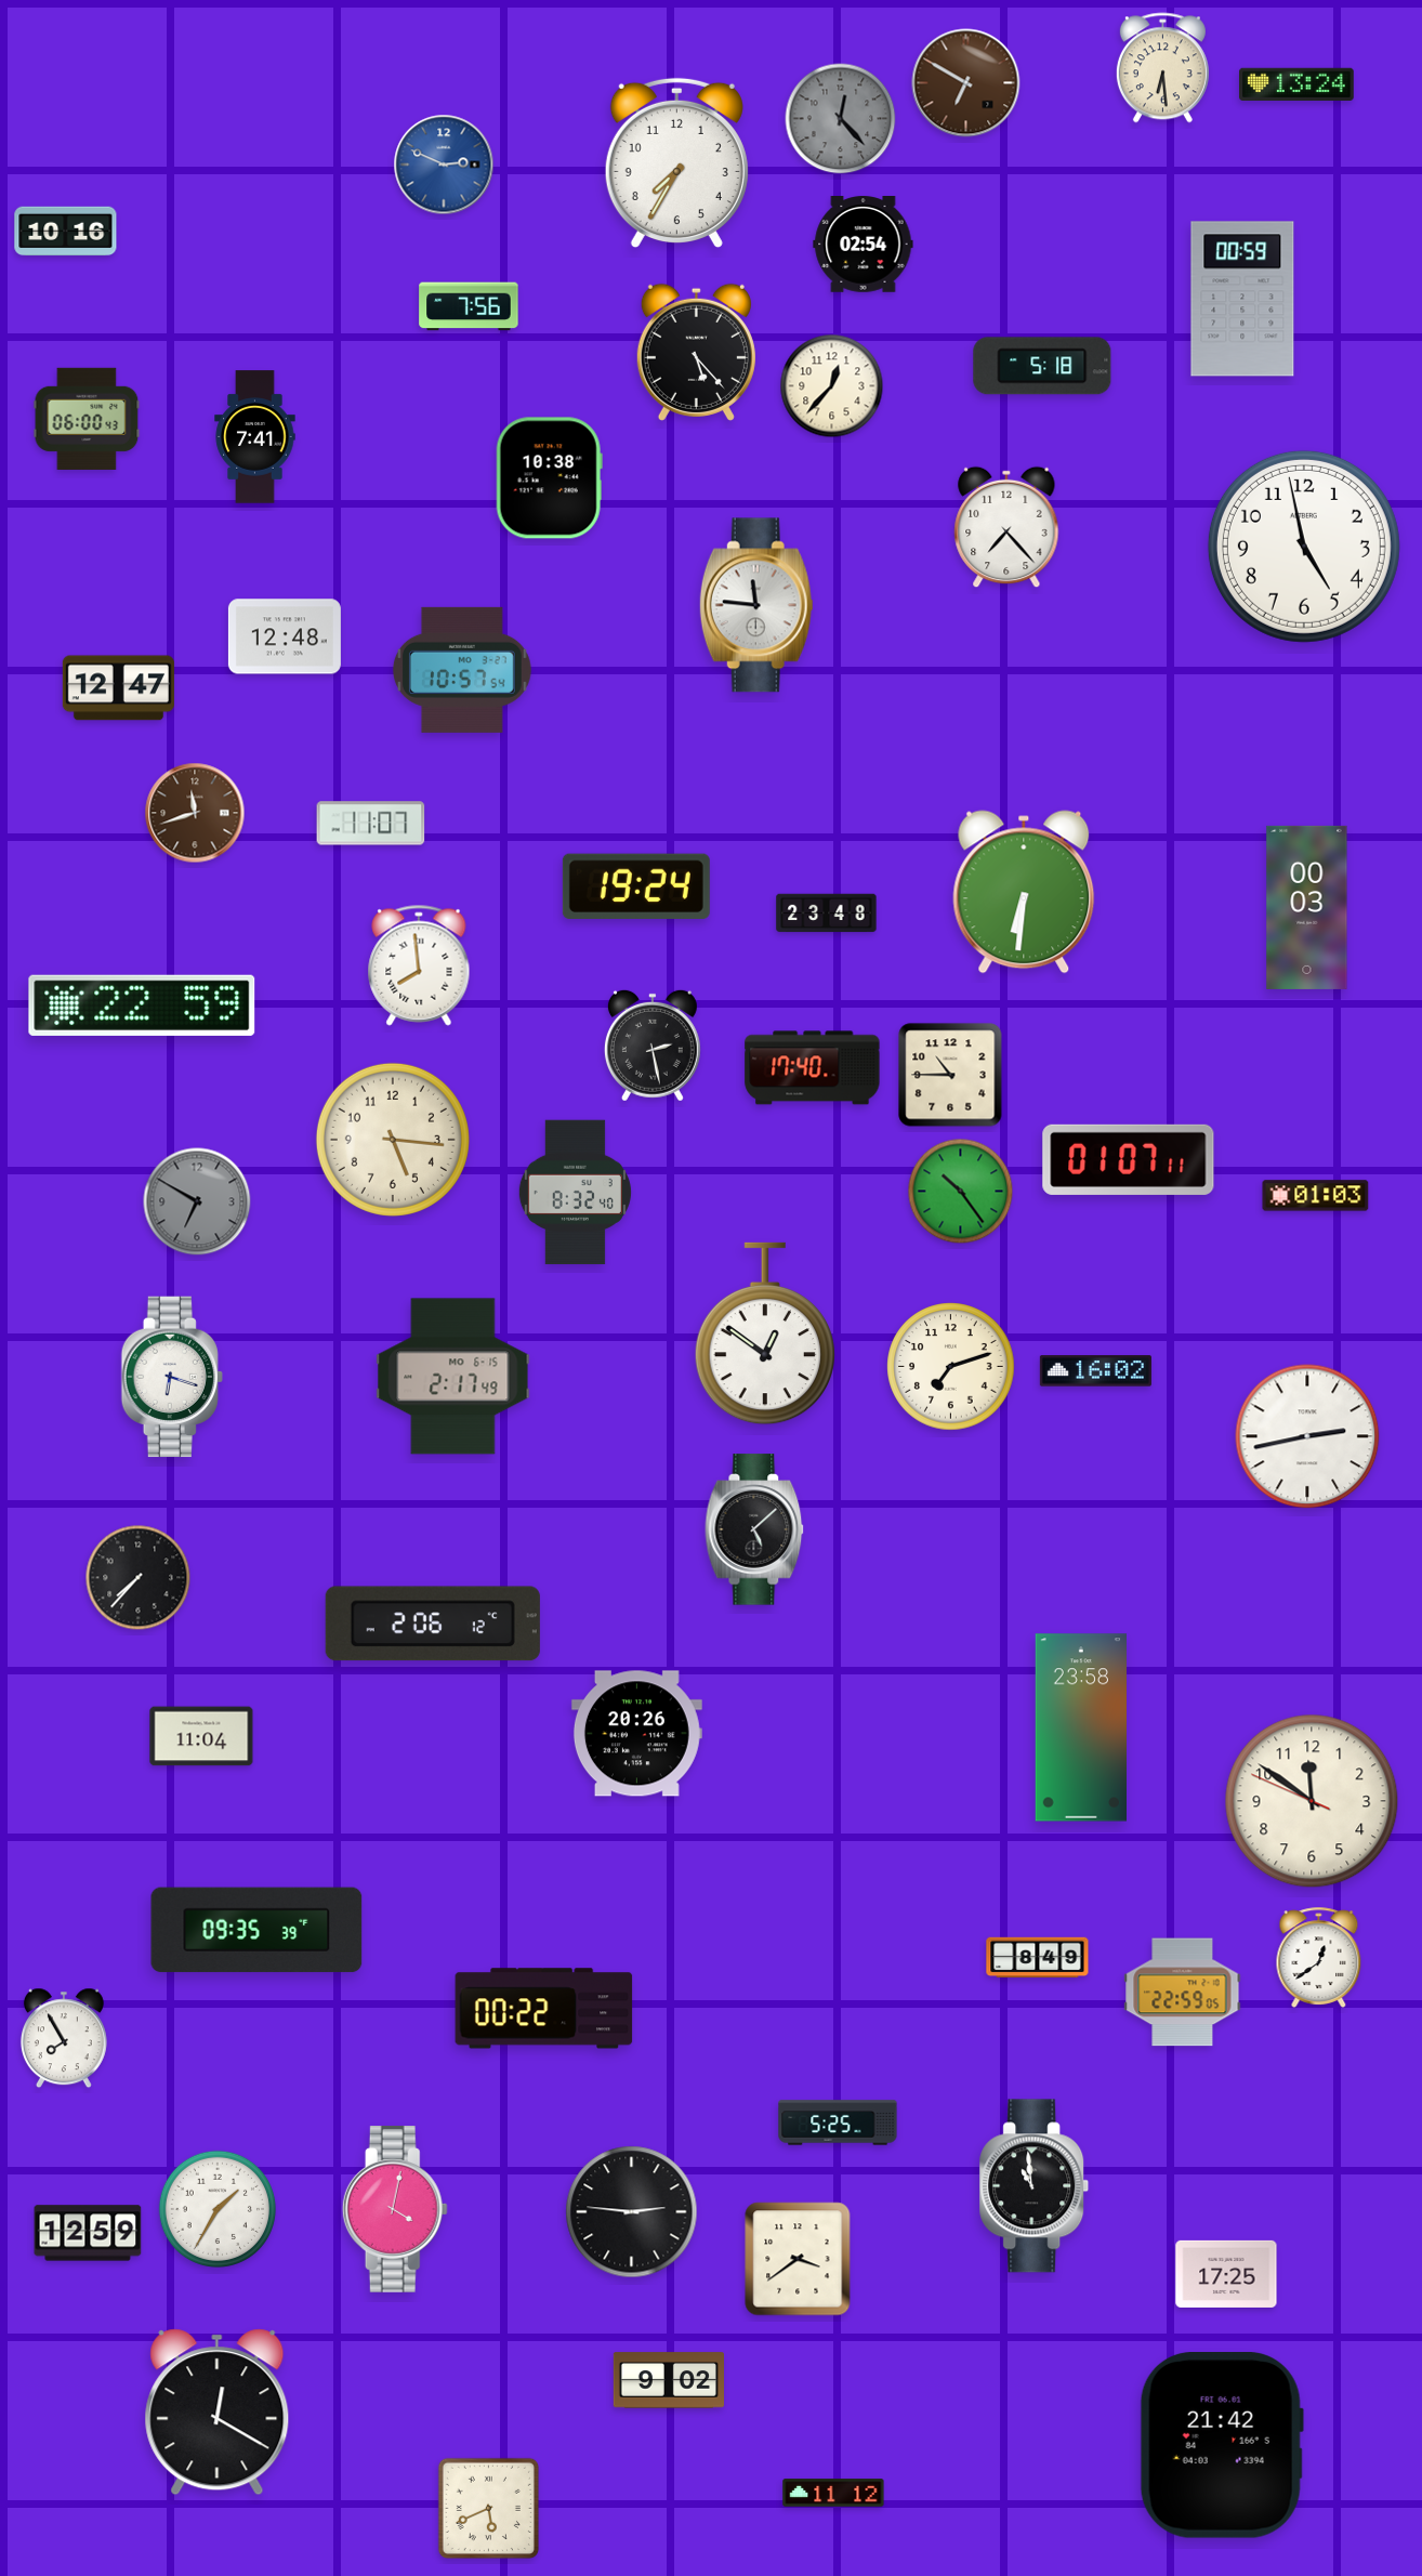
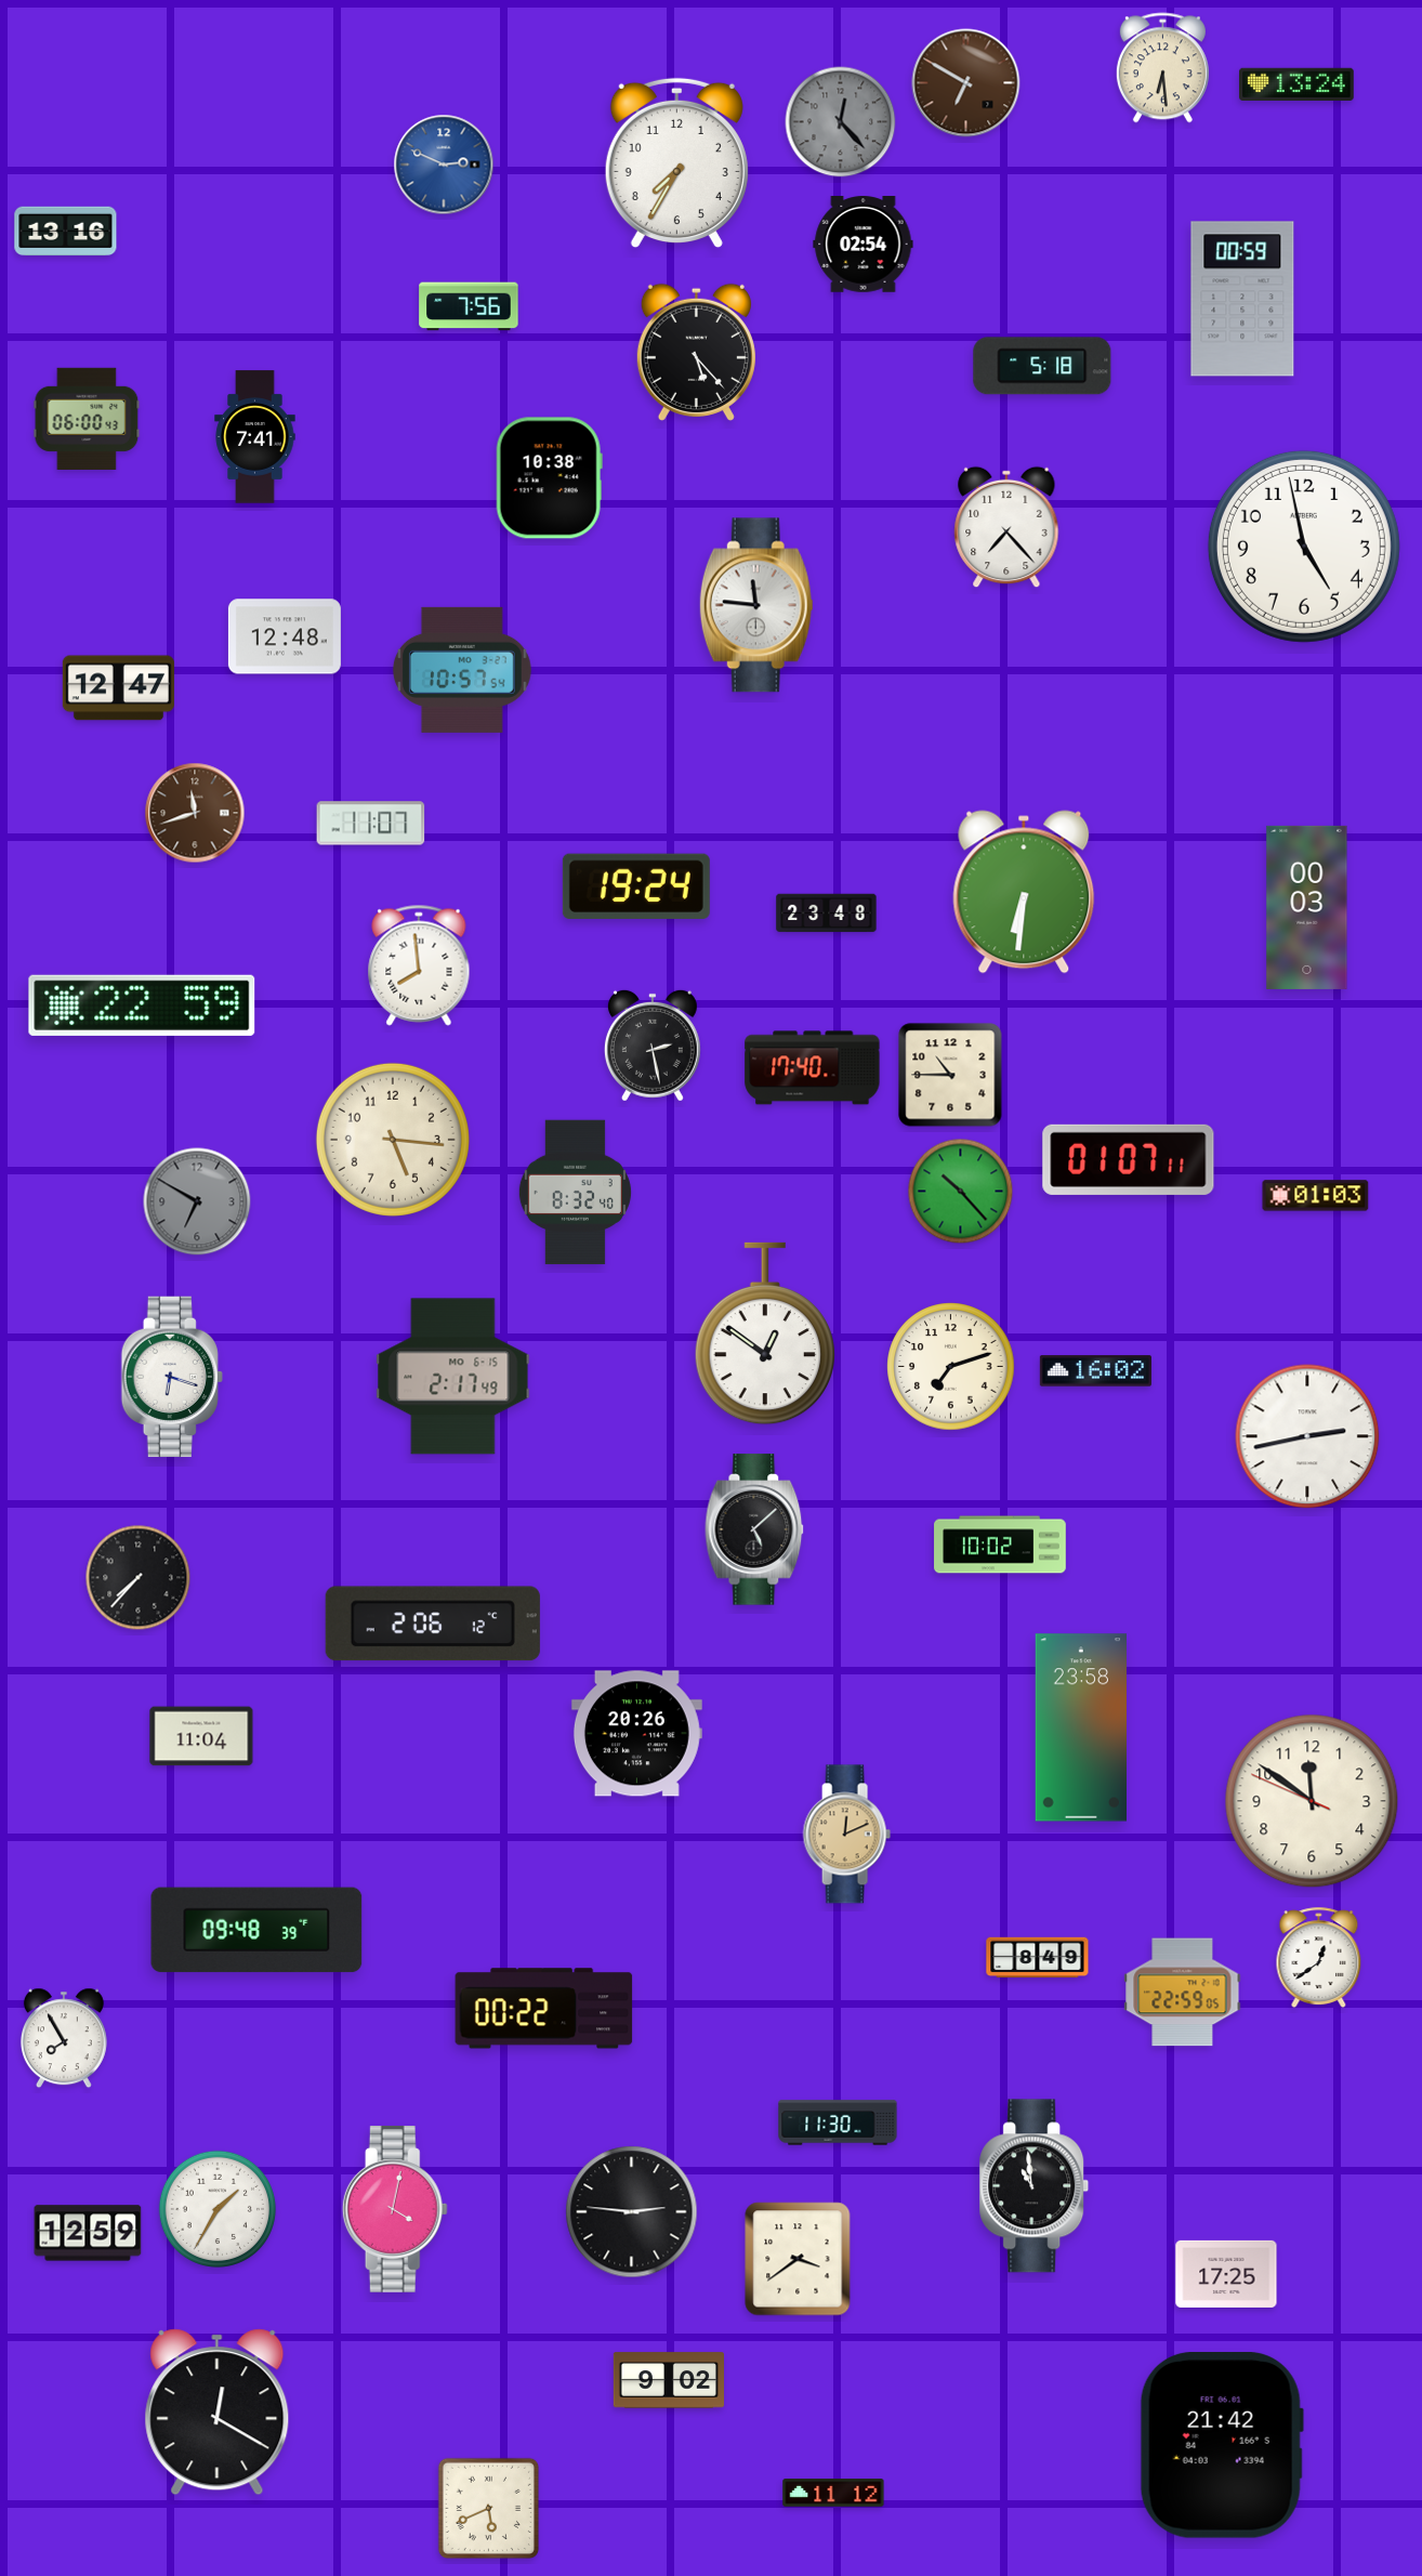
clock at (841, 119) position: (841, 119) -> (841, 122)
clock at (66, 232): 10:16 -> 13:16
clock at (832, 386): 12:37 -> none
clock at (961, 1192): 10:24 -> 10:23
clock at (1000, 1545): none -> 10:02
clock at (846, 1835): none -> 12:11
clock at (256, 1930): 09:35 -> 09:48
clock at (838, 2122): 5:25 -> 11:30
